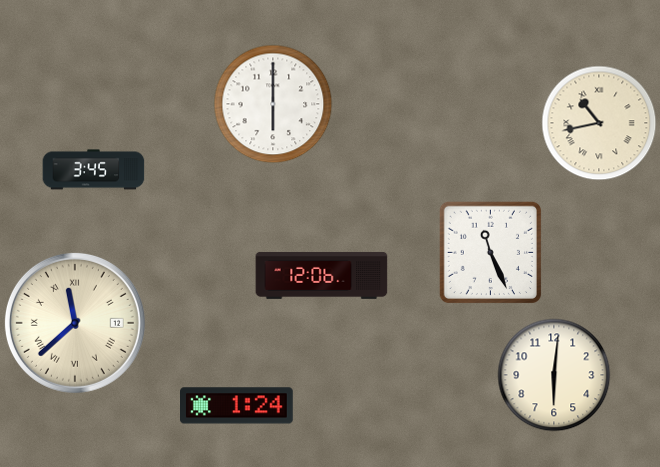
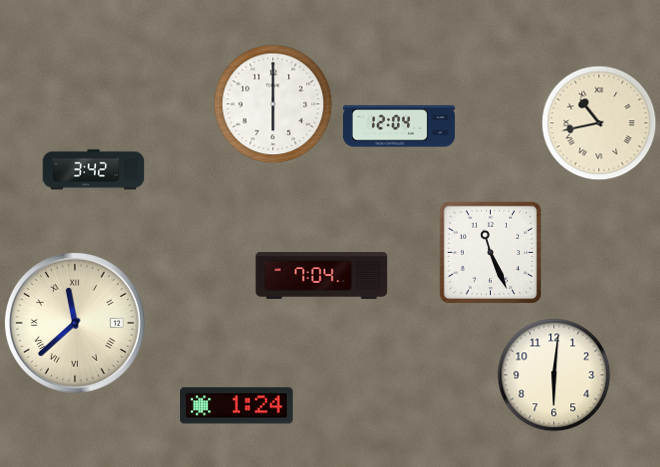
clock at (400, 126): none -> 12:04
clock at (94, 170): 3:45 -> 3:42
clock at (322, 275): 12:06 -> 7:04
